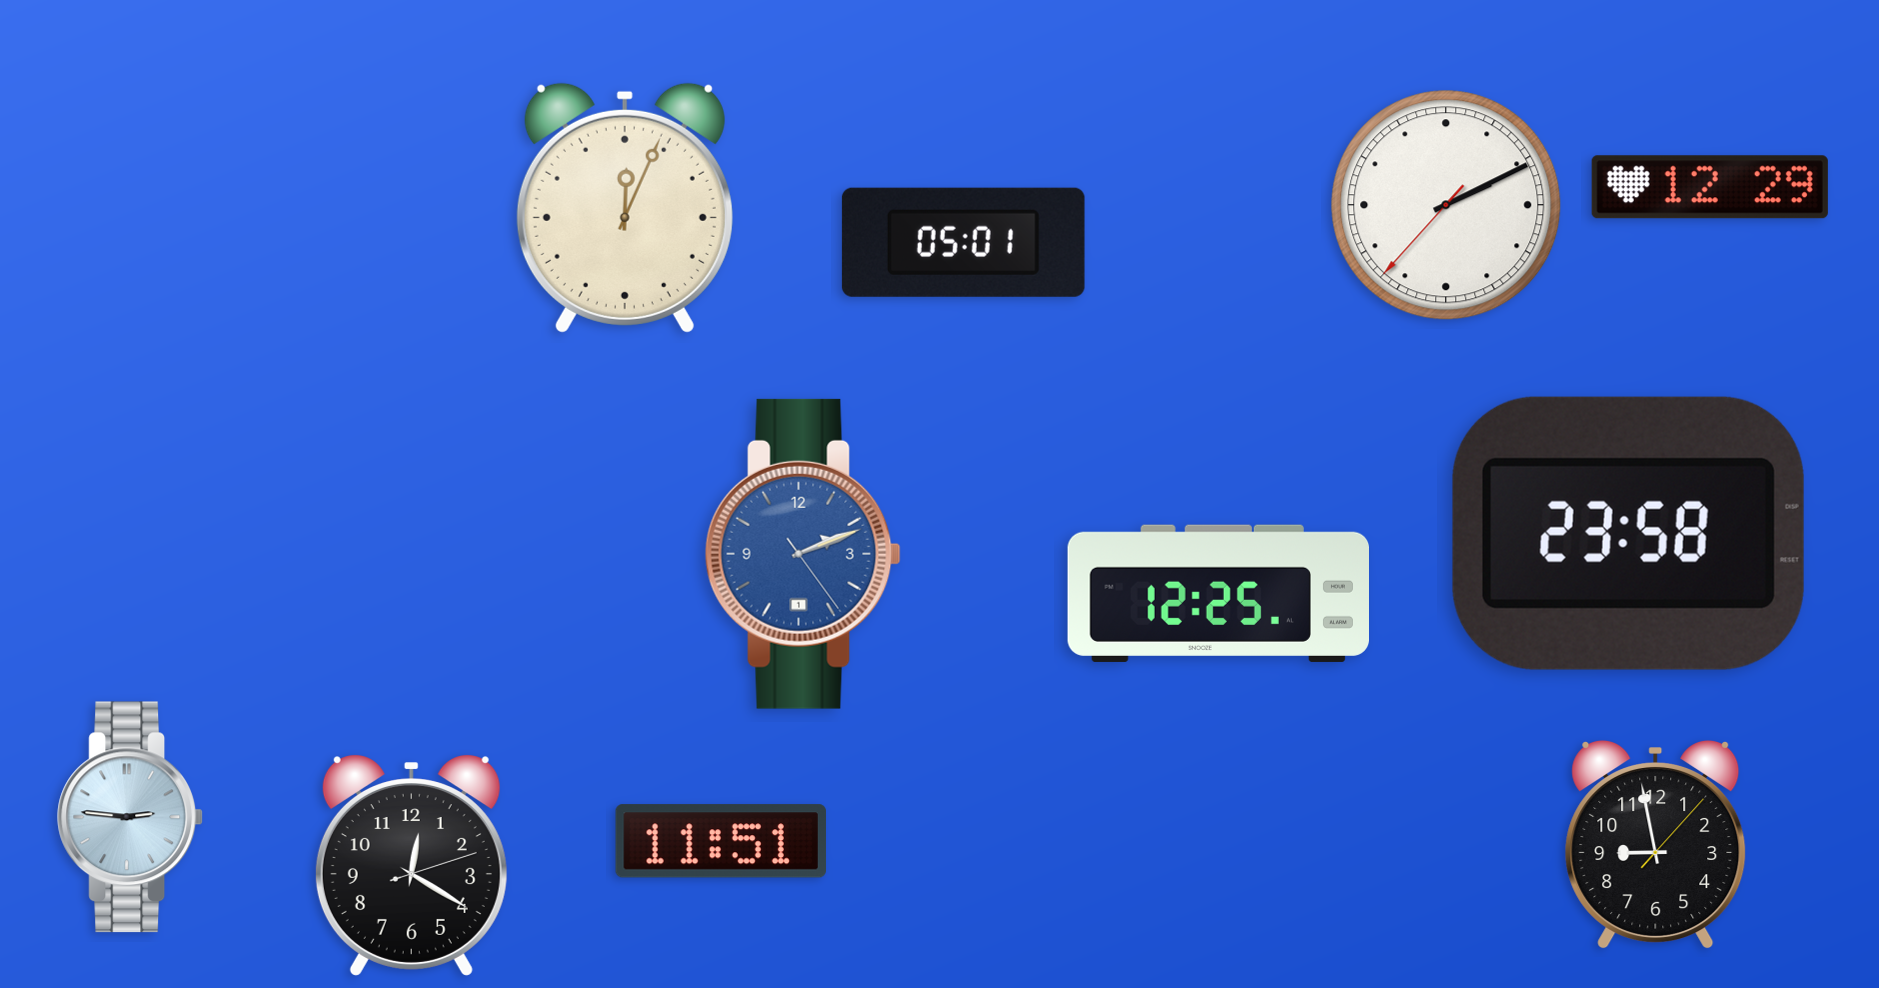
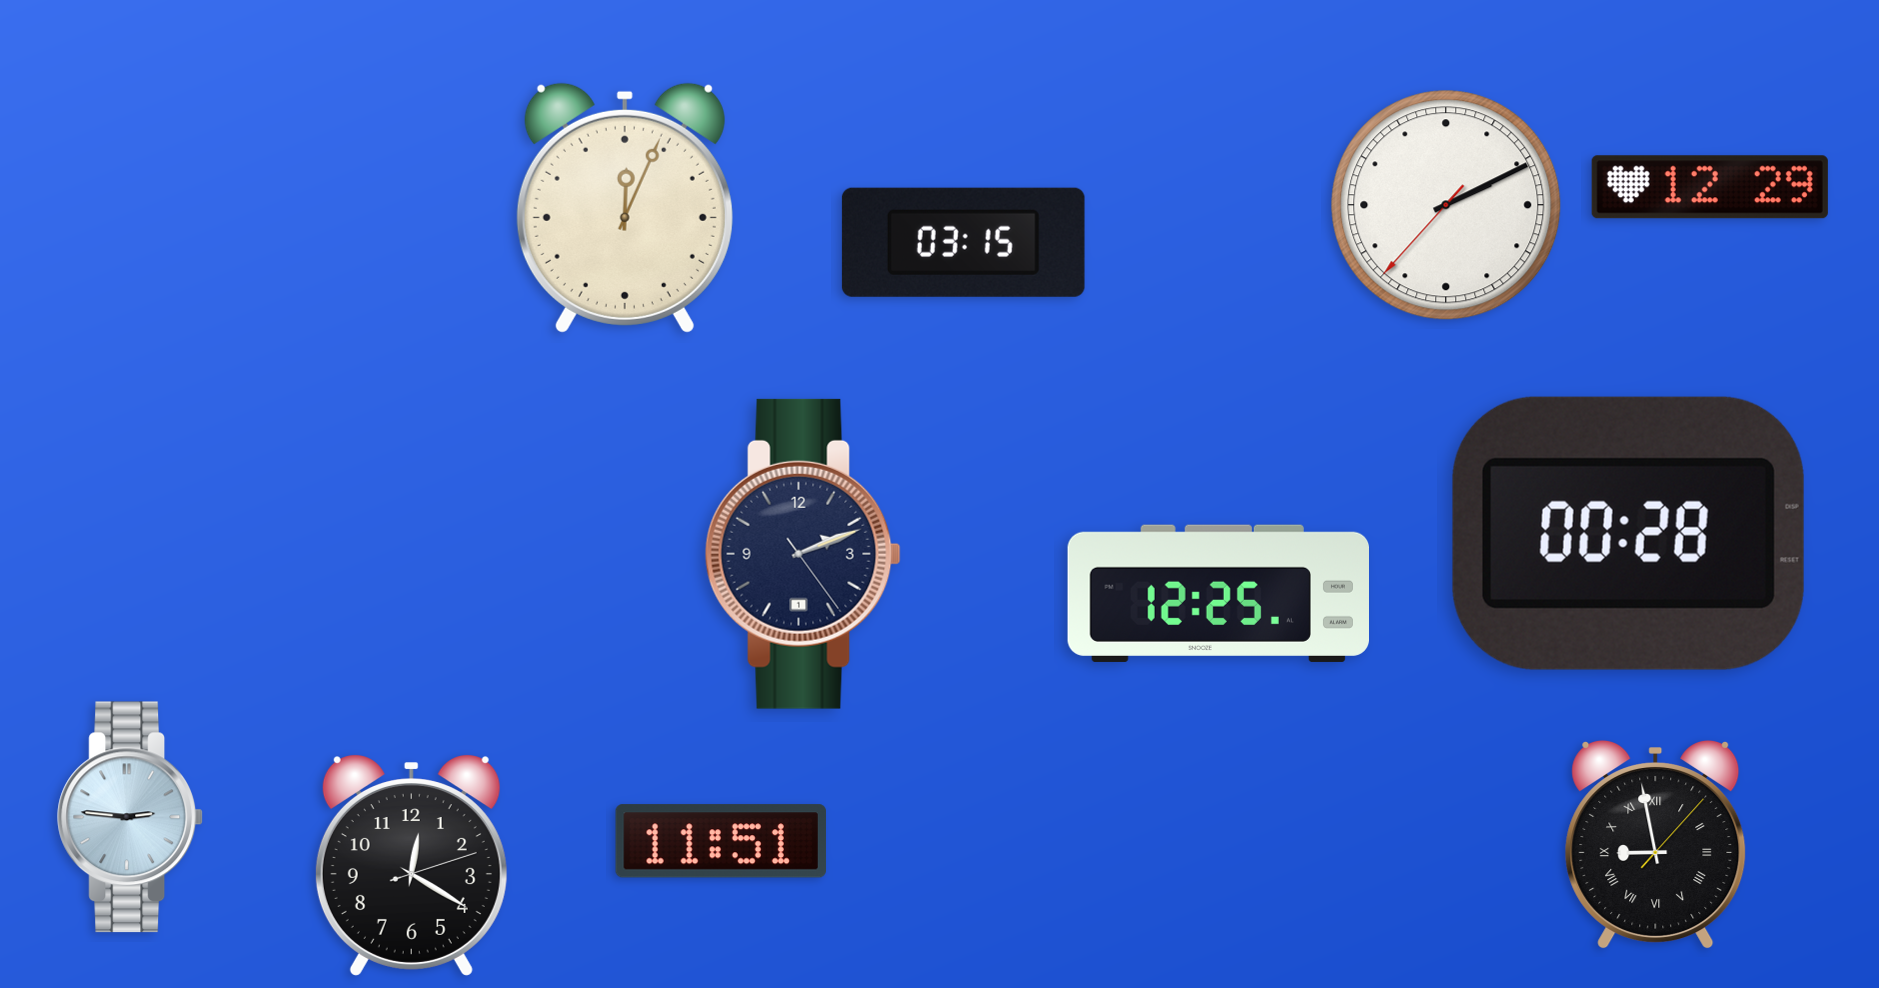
clock at (963, 242): 05:01 -> 03:15
clock at (1628, 533): 23:58 -> 00:28
clock at (803, 554) dial: blue -> navy
clock at (1656, 845) numerals: Arabic -> Roman
